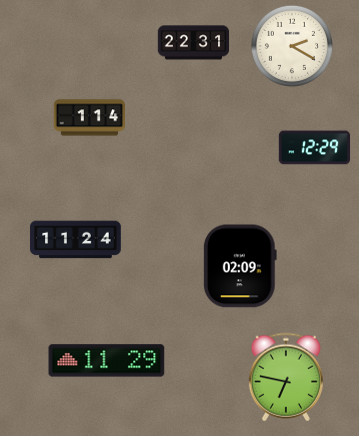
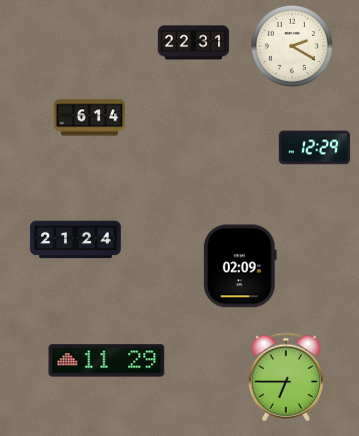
clock at (90, 118): 1:14 -> 6:14
clock at (76, 240): 11:24 -> 21:24
clock at (286, 377): 6:47 -> 6:45
